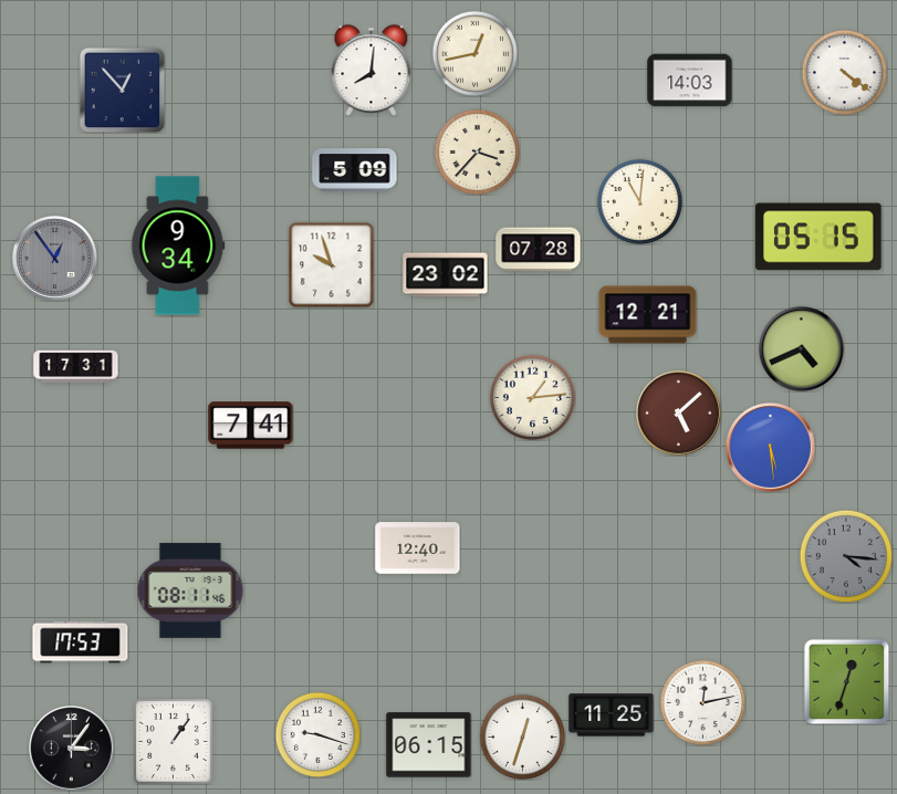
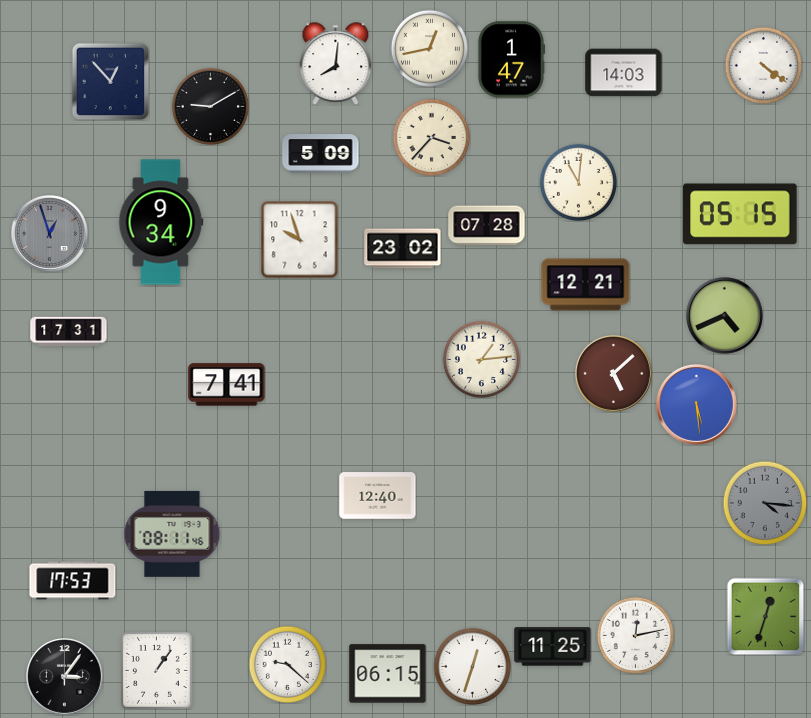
clock at (511, 60): none -> 1:47
clock at (210, 106): none -> 9:10
clock at (55, 259): 12:54 -> 12:57
clock at (317, 734): 9:18 -> 9:22
